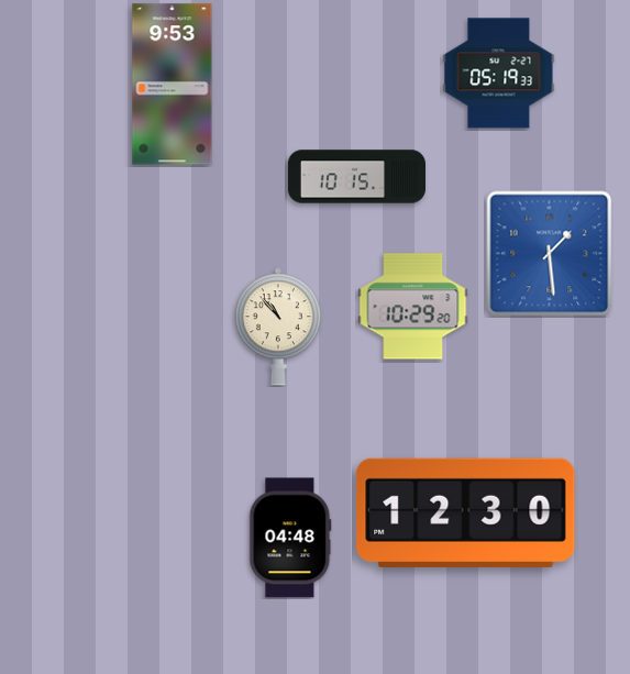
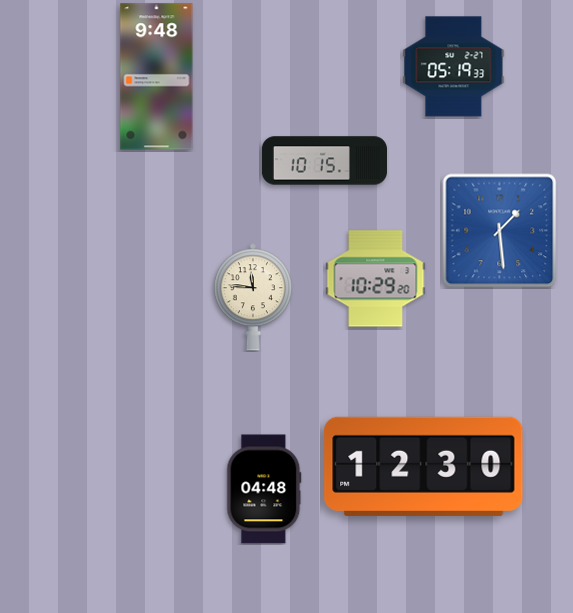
clock at (173, 85): 9:53 -> 9:48
clock at (278, 327): 10:53 -> 11:46
